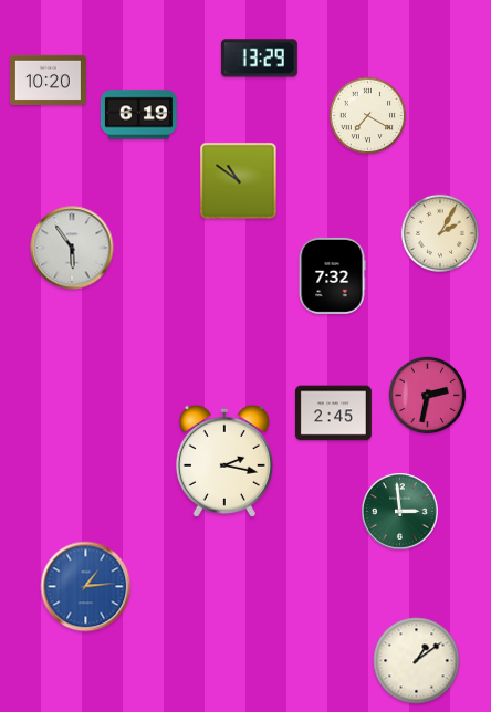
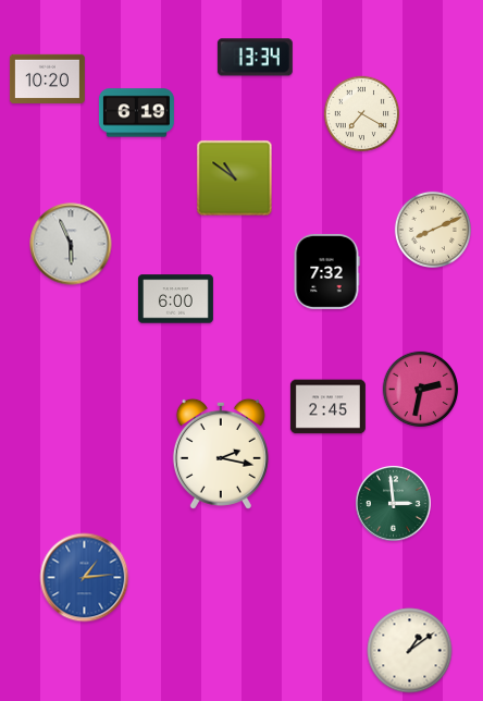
clock at (259, 59): 13:29 -> 13:34
clock at (439, 232): 2:05 -> 8:11
clock at (72, 248): 5:54 -> 5:56
clock at (175, 299): none -> 6:00
